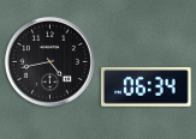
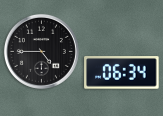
clock at (49, 61): 4:43 -> 4:45
